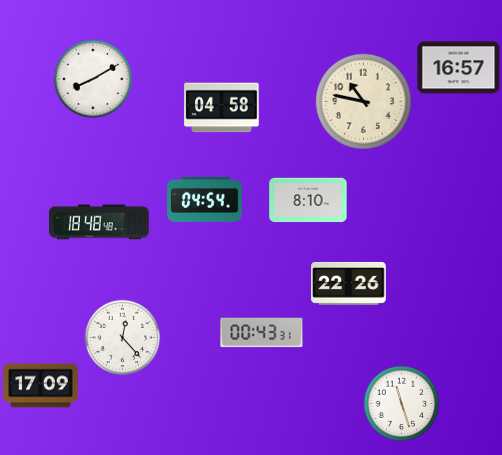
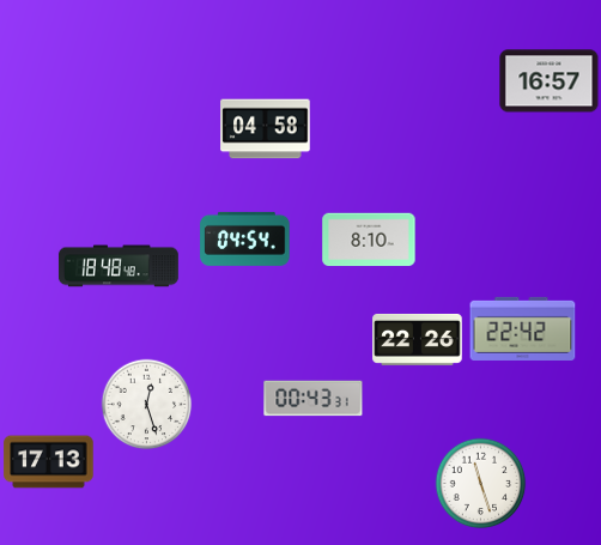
clock at (93, 79): 8:10 -> none
clock at (363, 101): 10:47 -> none
clock at (523, 328): none -> 22:42
clock at (123, 338): 12:23 -> 12:27
clock at (41, 386): 17:09 -> 17:13
